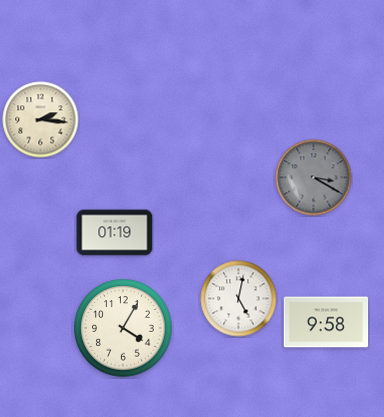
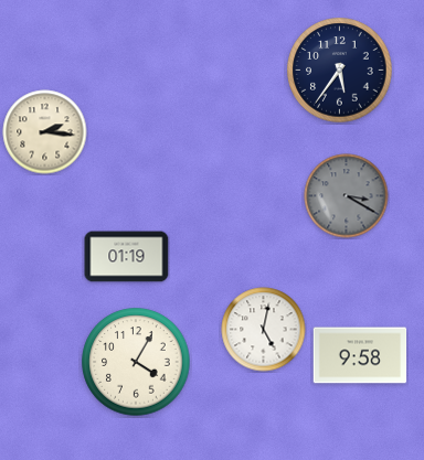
clock at (340, 71): none -> 5:36
